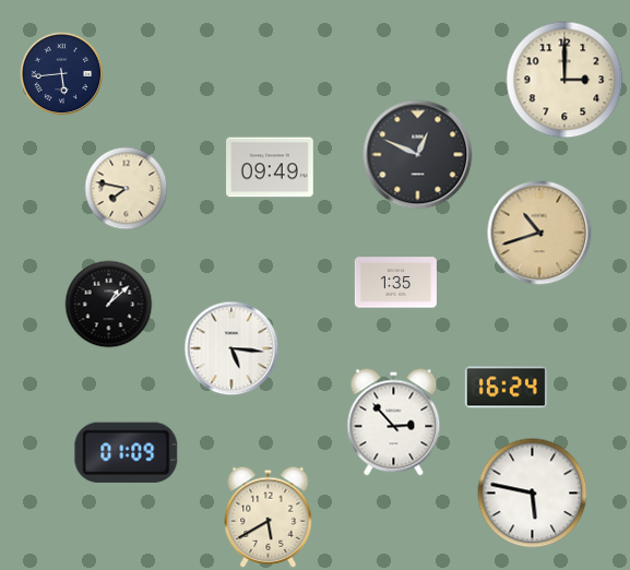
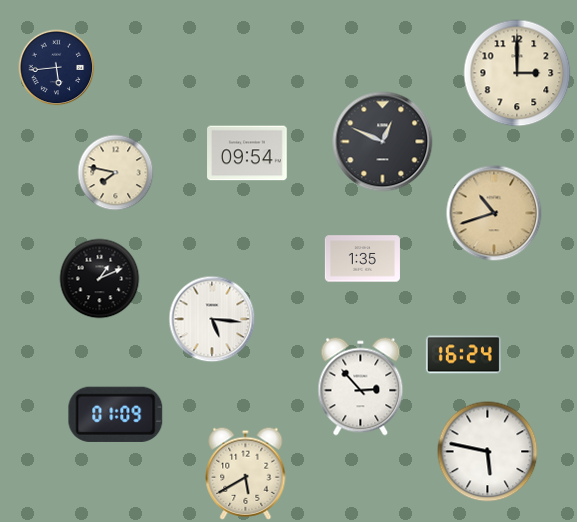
clock at (270, 167): 09:49 -> 09:54
clock at (109, 305): 1:08 -> 1:11
